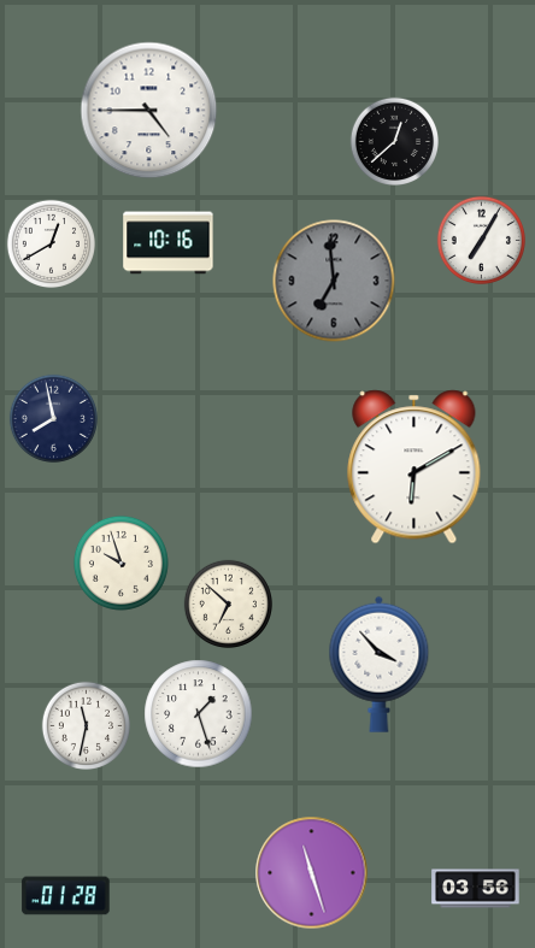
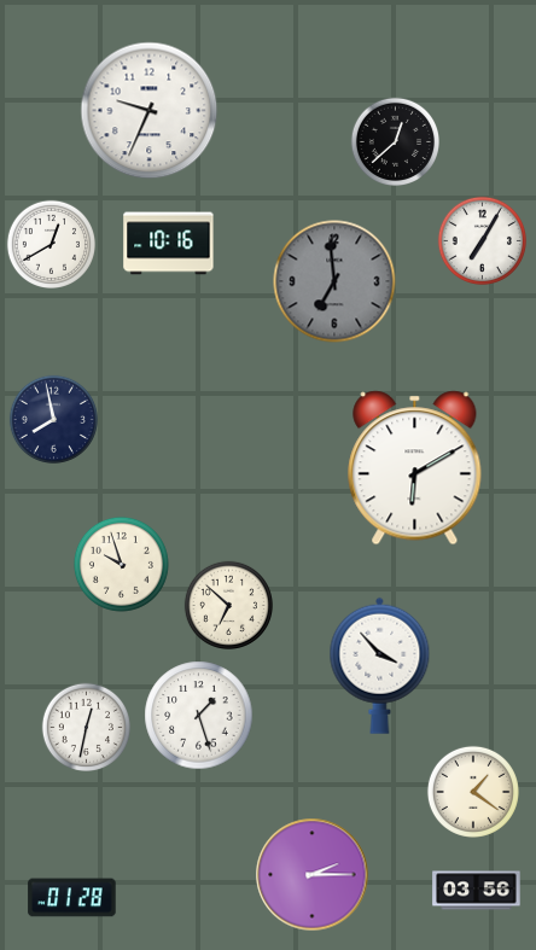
clock at (149, 111): 4:45 -> 9:34
clock at (86, 725): 11:32 -> 12:32
clock at (473, 792): none -> 1:21
clock at (312, 873): 11:27 -> 2:15
clock at (66, 896) position: (66, 896) -> (72, 898)
